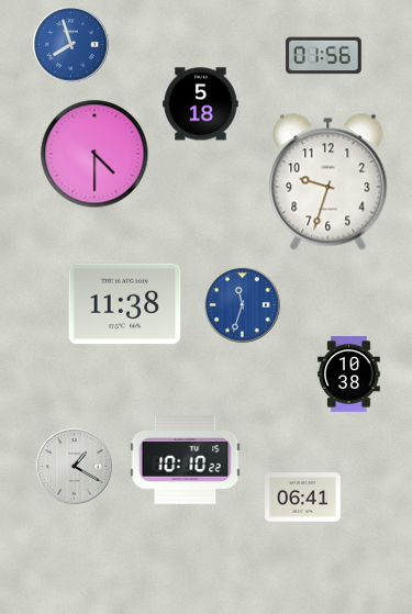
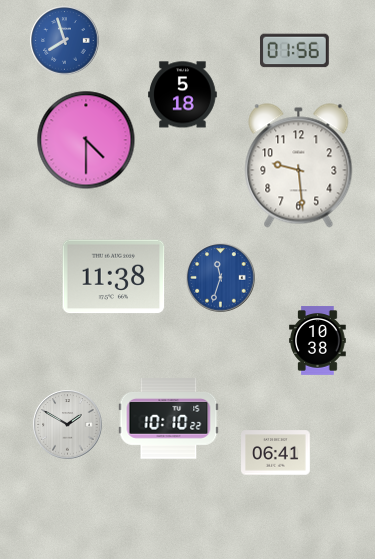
clock at (329, 182): 9:33 -> 9:29
clock at (75, 467): 1:20 -> 1:50
